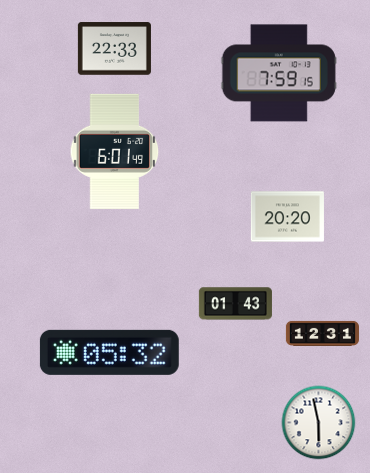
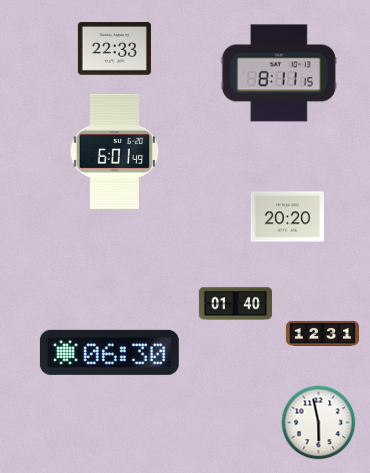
clock at (279, 73): 7:59 -> 8:11
clock at (235, 304): 01:43 -> 01:40
clock at (109, 352): 05:32 -> 06:30
